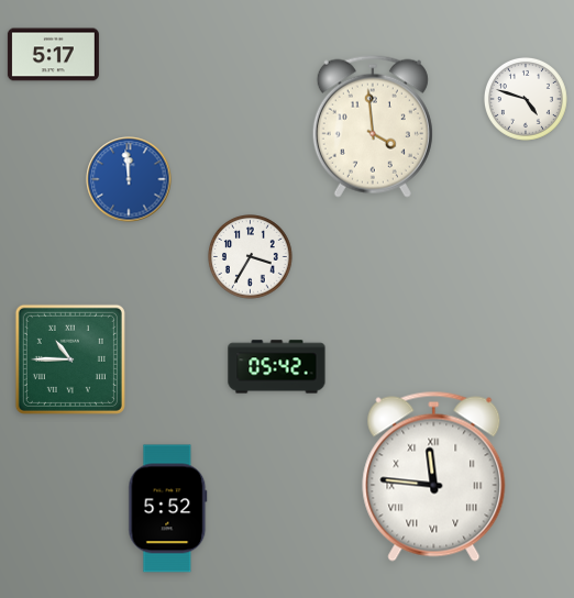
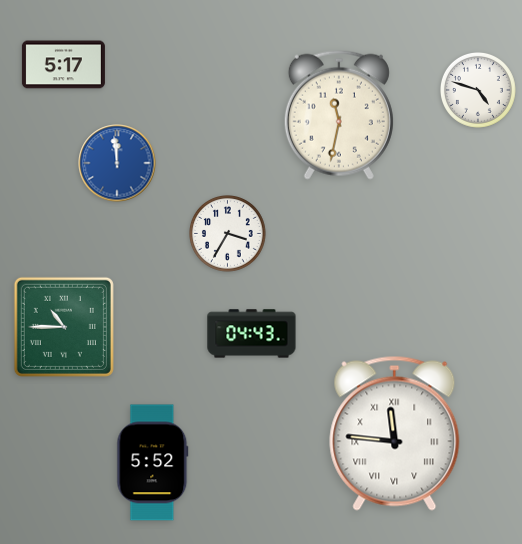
clock at (53, 55) position: (53, 55) -> (63, 65)
clock at (373, 126): 3:59 -> 11:32
clock at (277, 367): 05:42 -> 04:43
